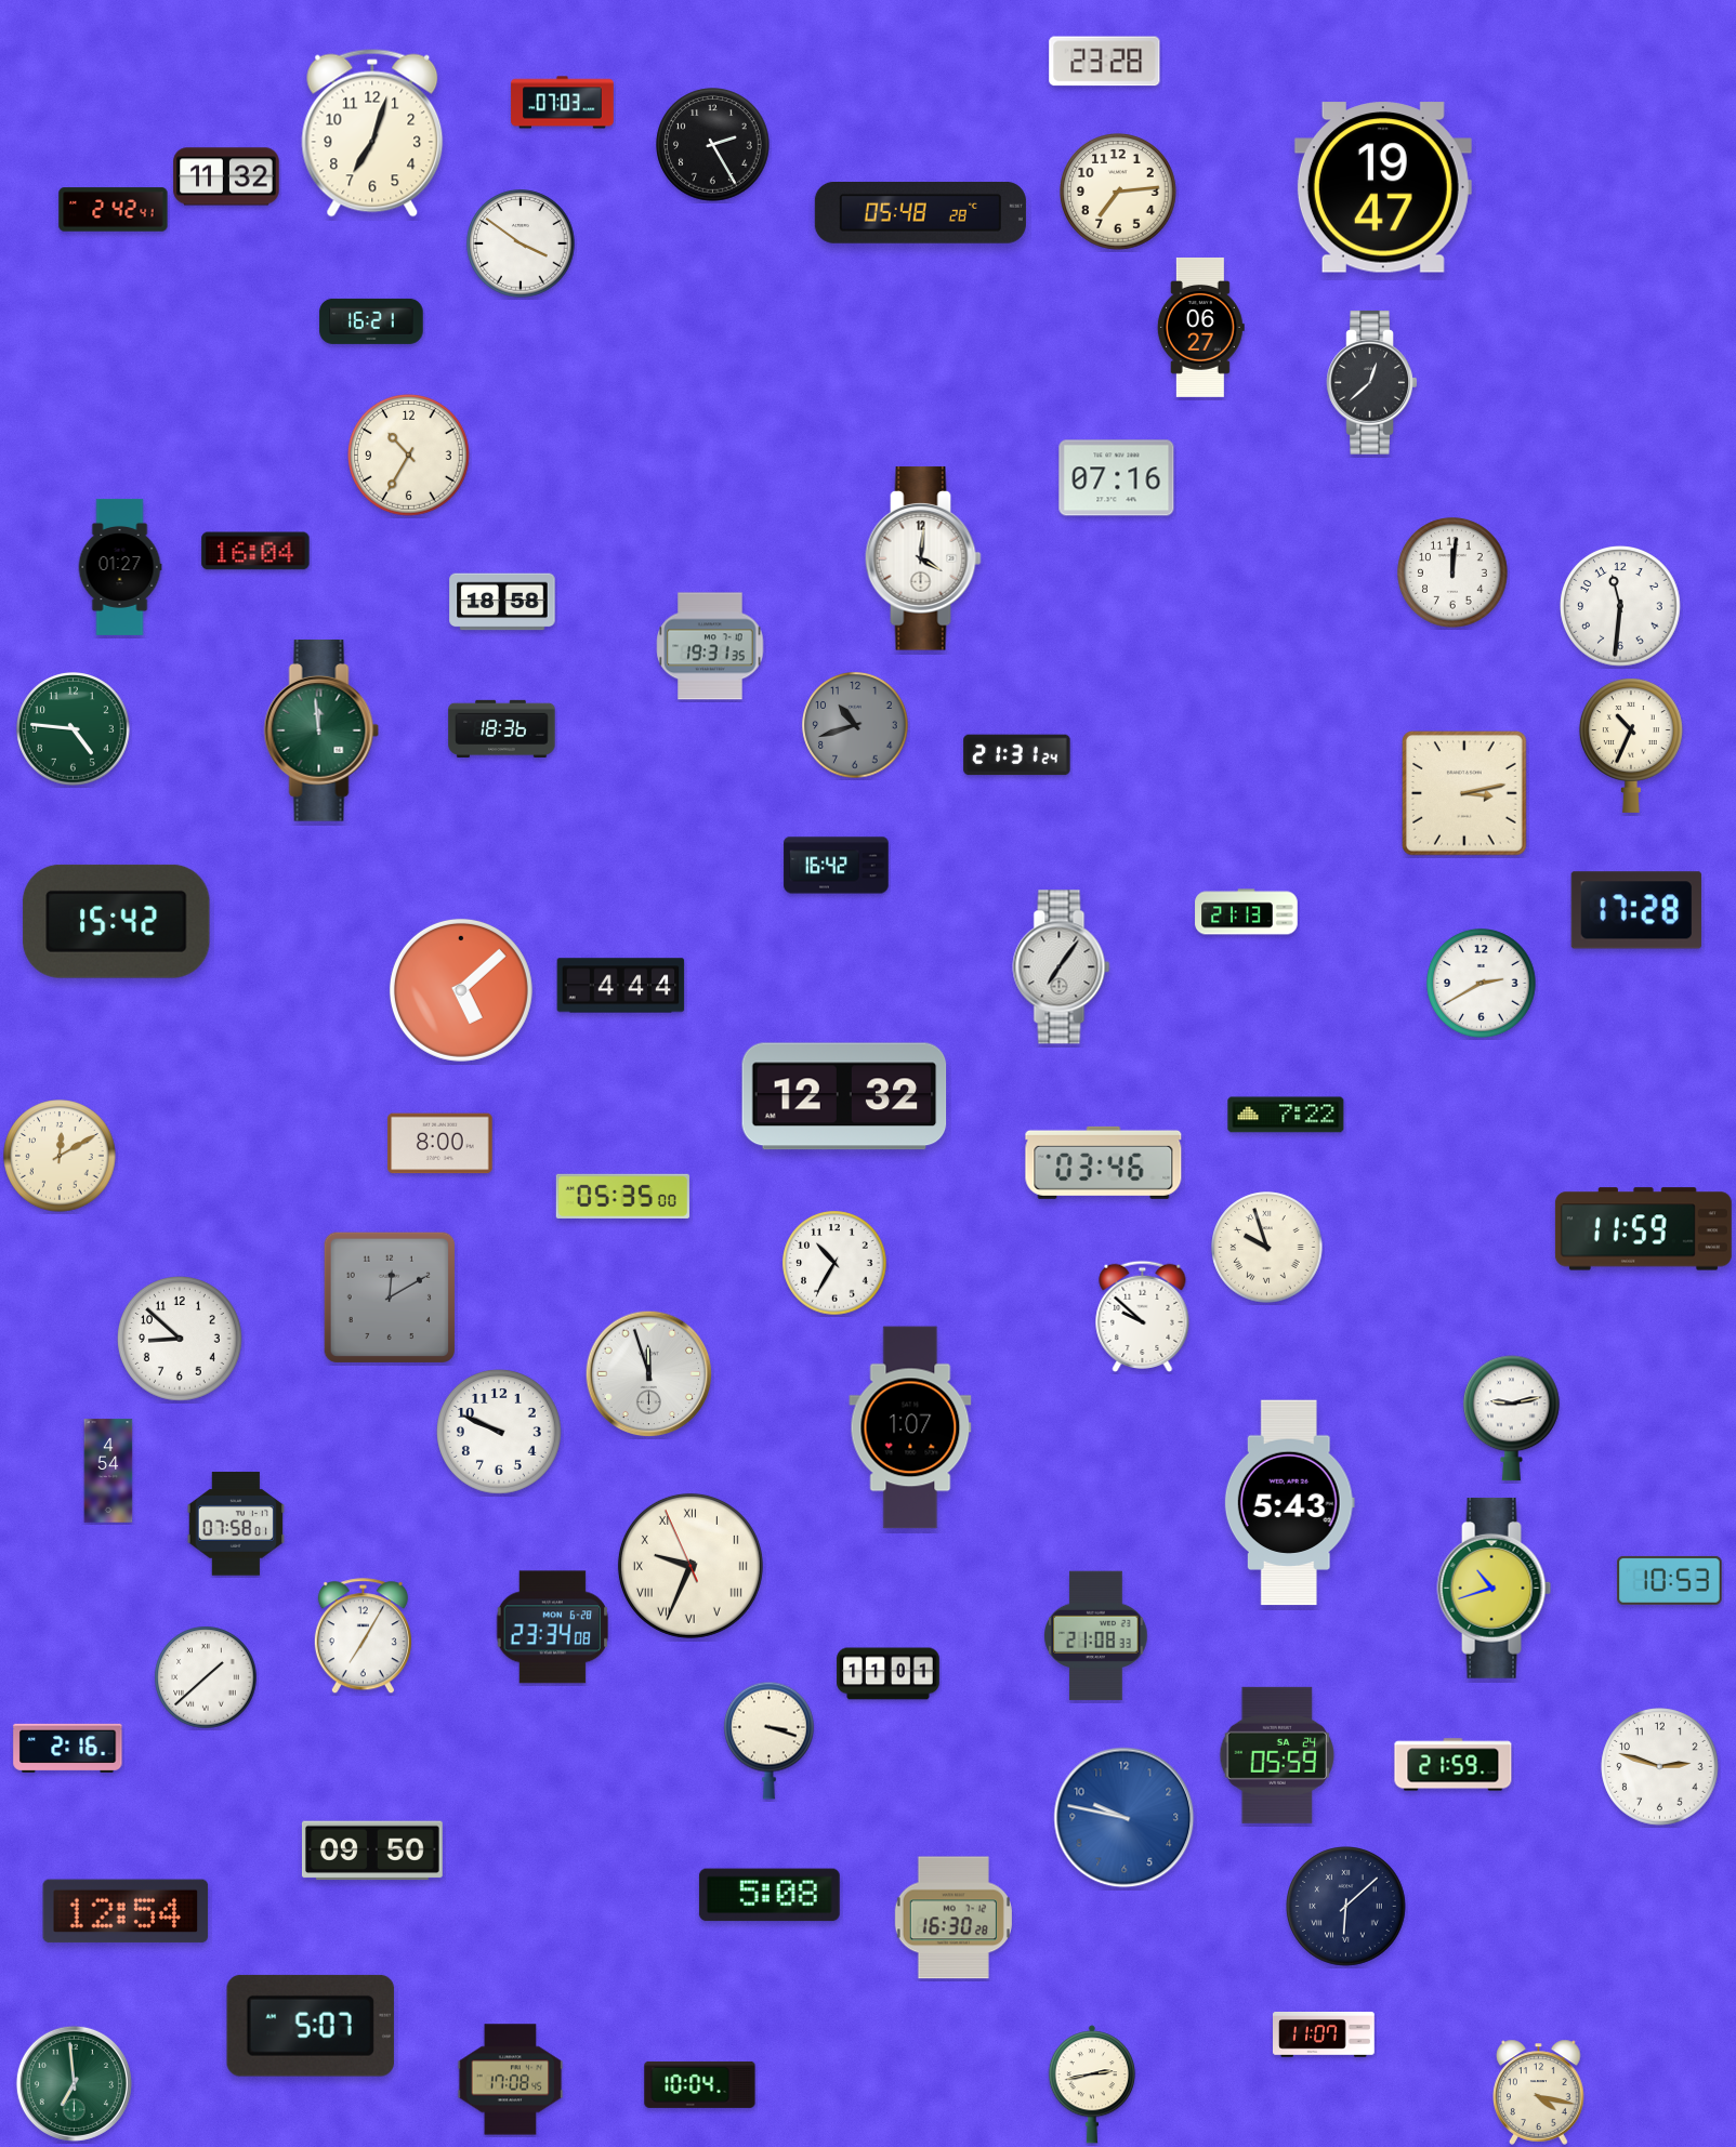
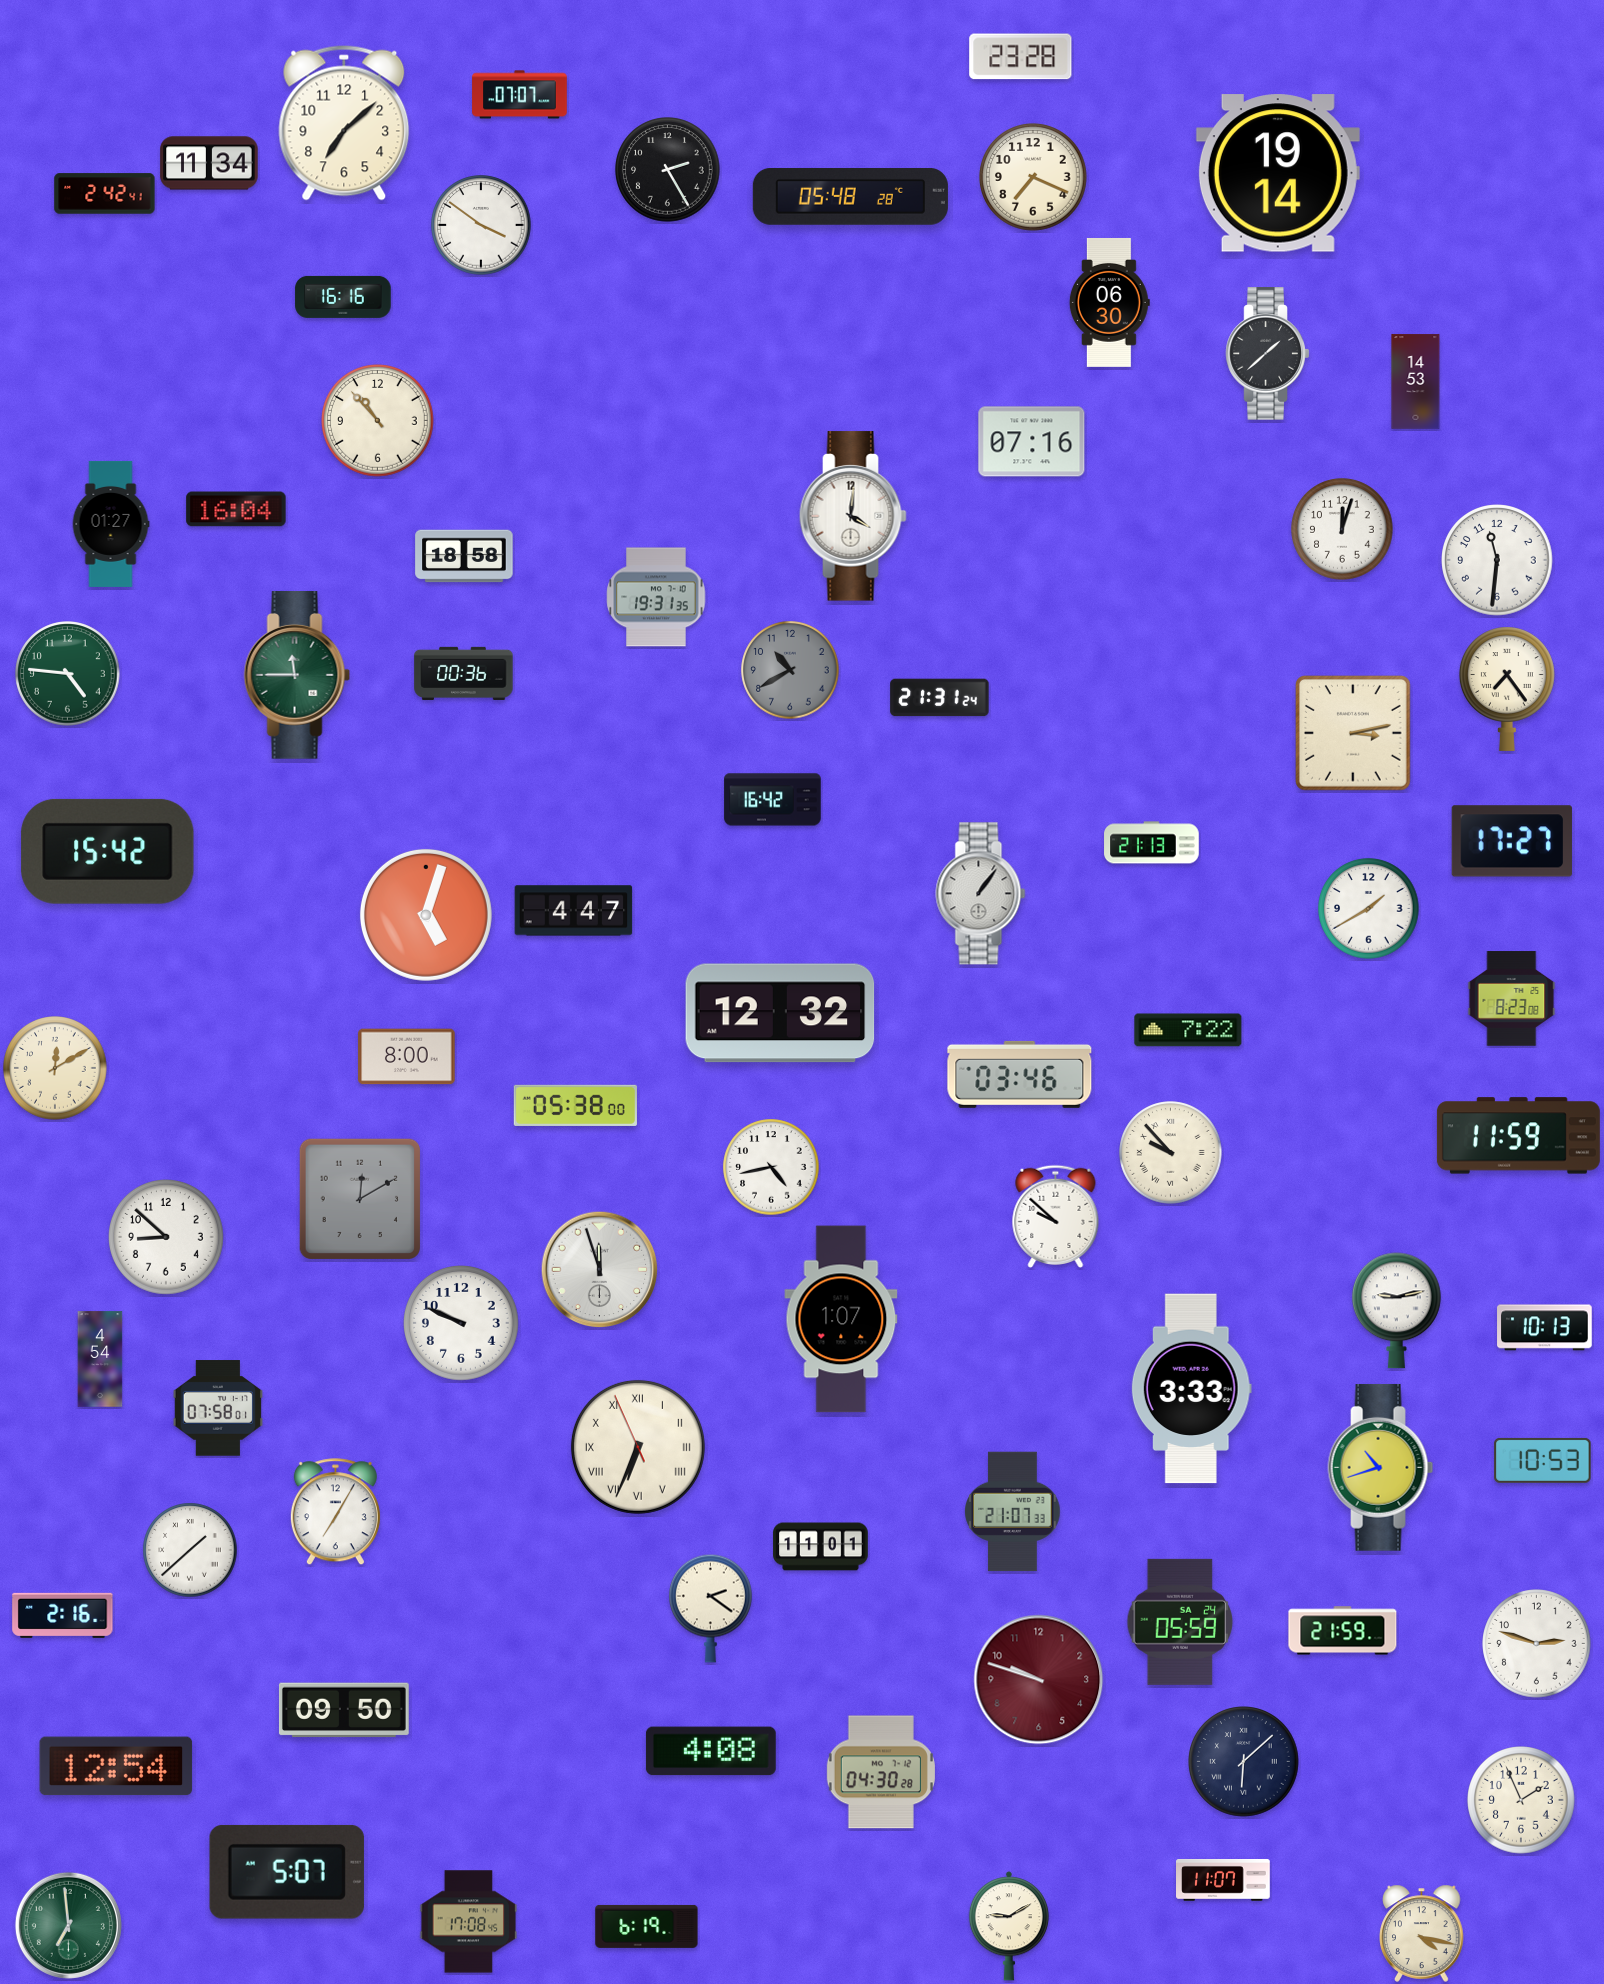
clock at (563, 103): 07:03 -> 07:07
clock at (372, 133): 7:03 -> 7:08
clock at (713, 145) position: (713, 145) -> (668, 170)
clock at (226, 176): 11:32 -> 11:34
clock at (1383, 187): 19:47 -> 19:14
clock at (1118, 192): 7:14 -> 7:19
clock at (371, 321): 16:21 -> 16:16
clock at (1200, 327): 06:27 -> 06:30
clock at (1372, 383): 12:38 -> 1:38
clock at (1416, 382): none -> 14:53
clock at (409, 456): 10:35 -> 10:53
clock at (1452, 572): 12:01 -> 12:03
clock at (855, 725): 10:42 -> 10:40
clock at (502, 728): 18:36 -> 00:36
clock at (321, 732): 11:59 -> 11:45
clock at (1631, 746): 10:34 -> 7:24
clock at (1635, 910): 17:28 -> 17:27
clock at (1062, 967): 7:06 -> 1:06
clock at (1482, 984): 2:40 -> 1:40
clock at (621, 986): 4:44 -> 4:47
clock at (461, 990): 5:08 -> 5:03
clock at (1512, 999): none -> 8:23
clock at (622, 1196): 05:35 -> 05:38
clock at (1267, 1248): 9:57 -> 9:53
clock at (834, 1263): 10:35 -> 4:43
clock at (1545, 1328): none -> 10:13
clock at (1289, 1503): 5:43 -> 3:33
clock at (691, 1566): 9:33 -> 6:33
clock at (553, 1628): 23:34 -> none
clock at (1096, 1636): 21:08 -> 21:07
clock at (770, 1740): 3:18 -> 2:21
clock at (1660, 1767) position: (1660, 1767) -> (1537, 1644)
clock at (1125, 1818): 9:47 -> 9:48
clock at (1125, 1818) dial: blue -> burgundy
clock at (770, 1895): 5:08 -> 4:08
clock at (954, 1918): 16:30 -> 04:30
clock at (1521, 1800): none -> 1:56
clock at (511, 2080) position: (511, 2080) -> (469, 1922)
clock at (700, 2084): 10:04 -> 6:19
clock at (1092, 2084): 2:43 -> 9:10
